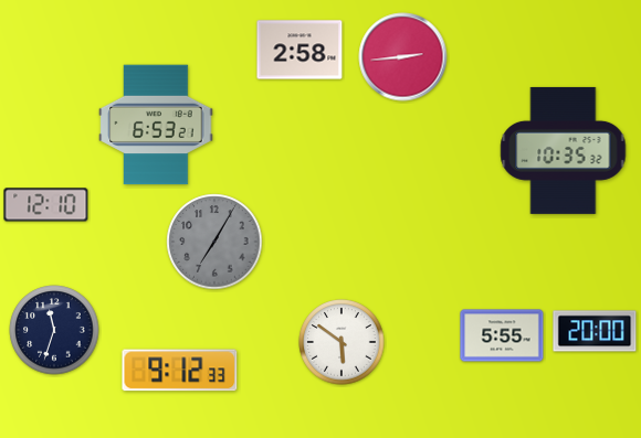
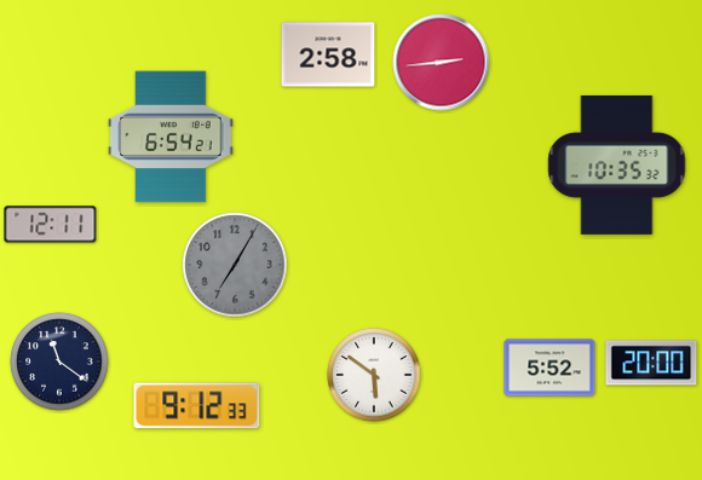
clock at (156, 125): 6:53 -> 6:54
clock at (46, 205): 12:10 -> 12:11
clock at (54, 330): 11:33 -> 11:21
clock at (502, 335): 5:55 -> 5:52
